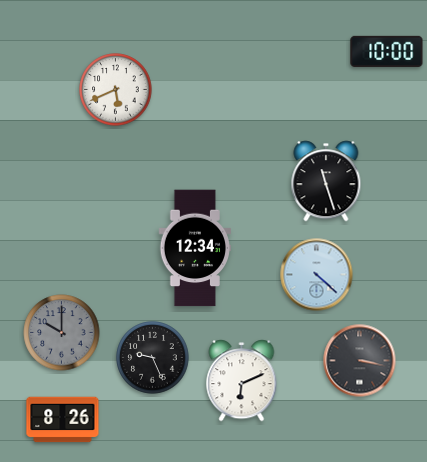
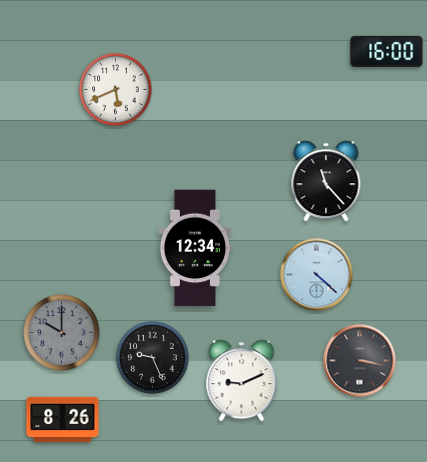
clock at (387, 51): 10:00 -> 16:00
clock at (326, 181): 11:27 -> 11:23
clock at (242, 381): 6:11 -> 9:11
